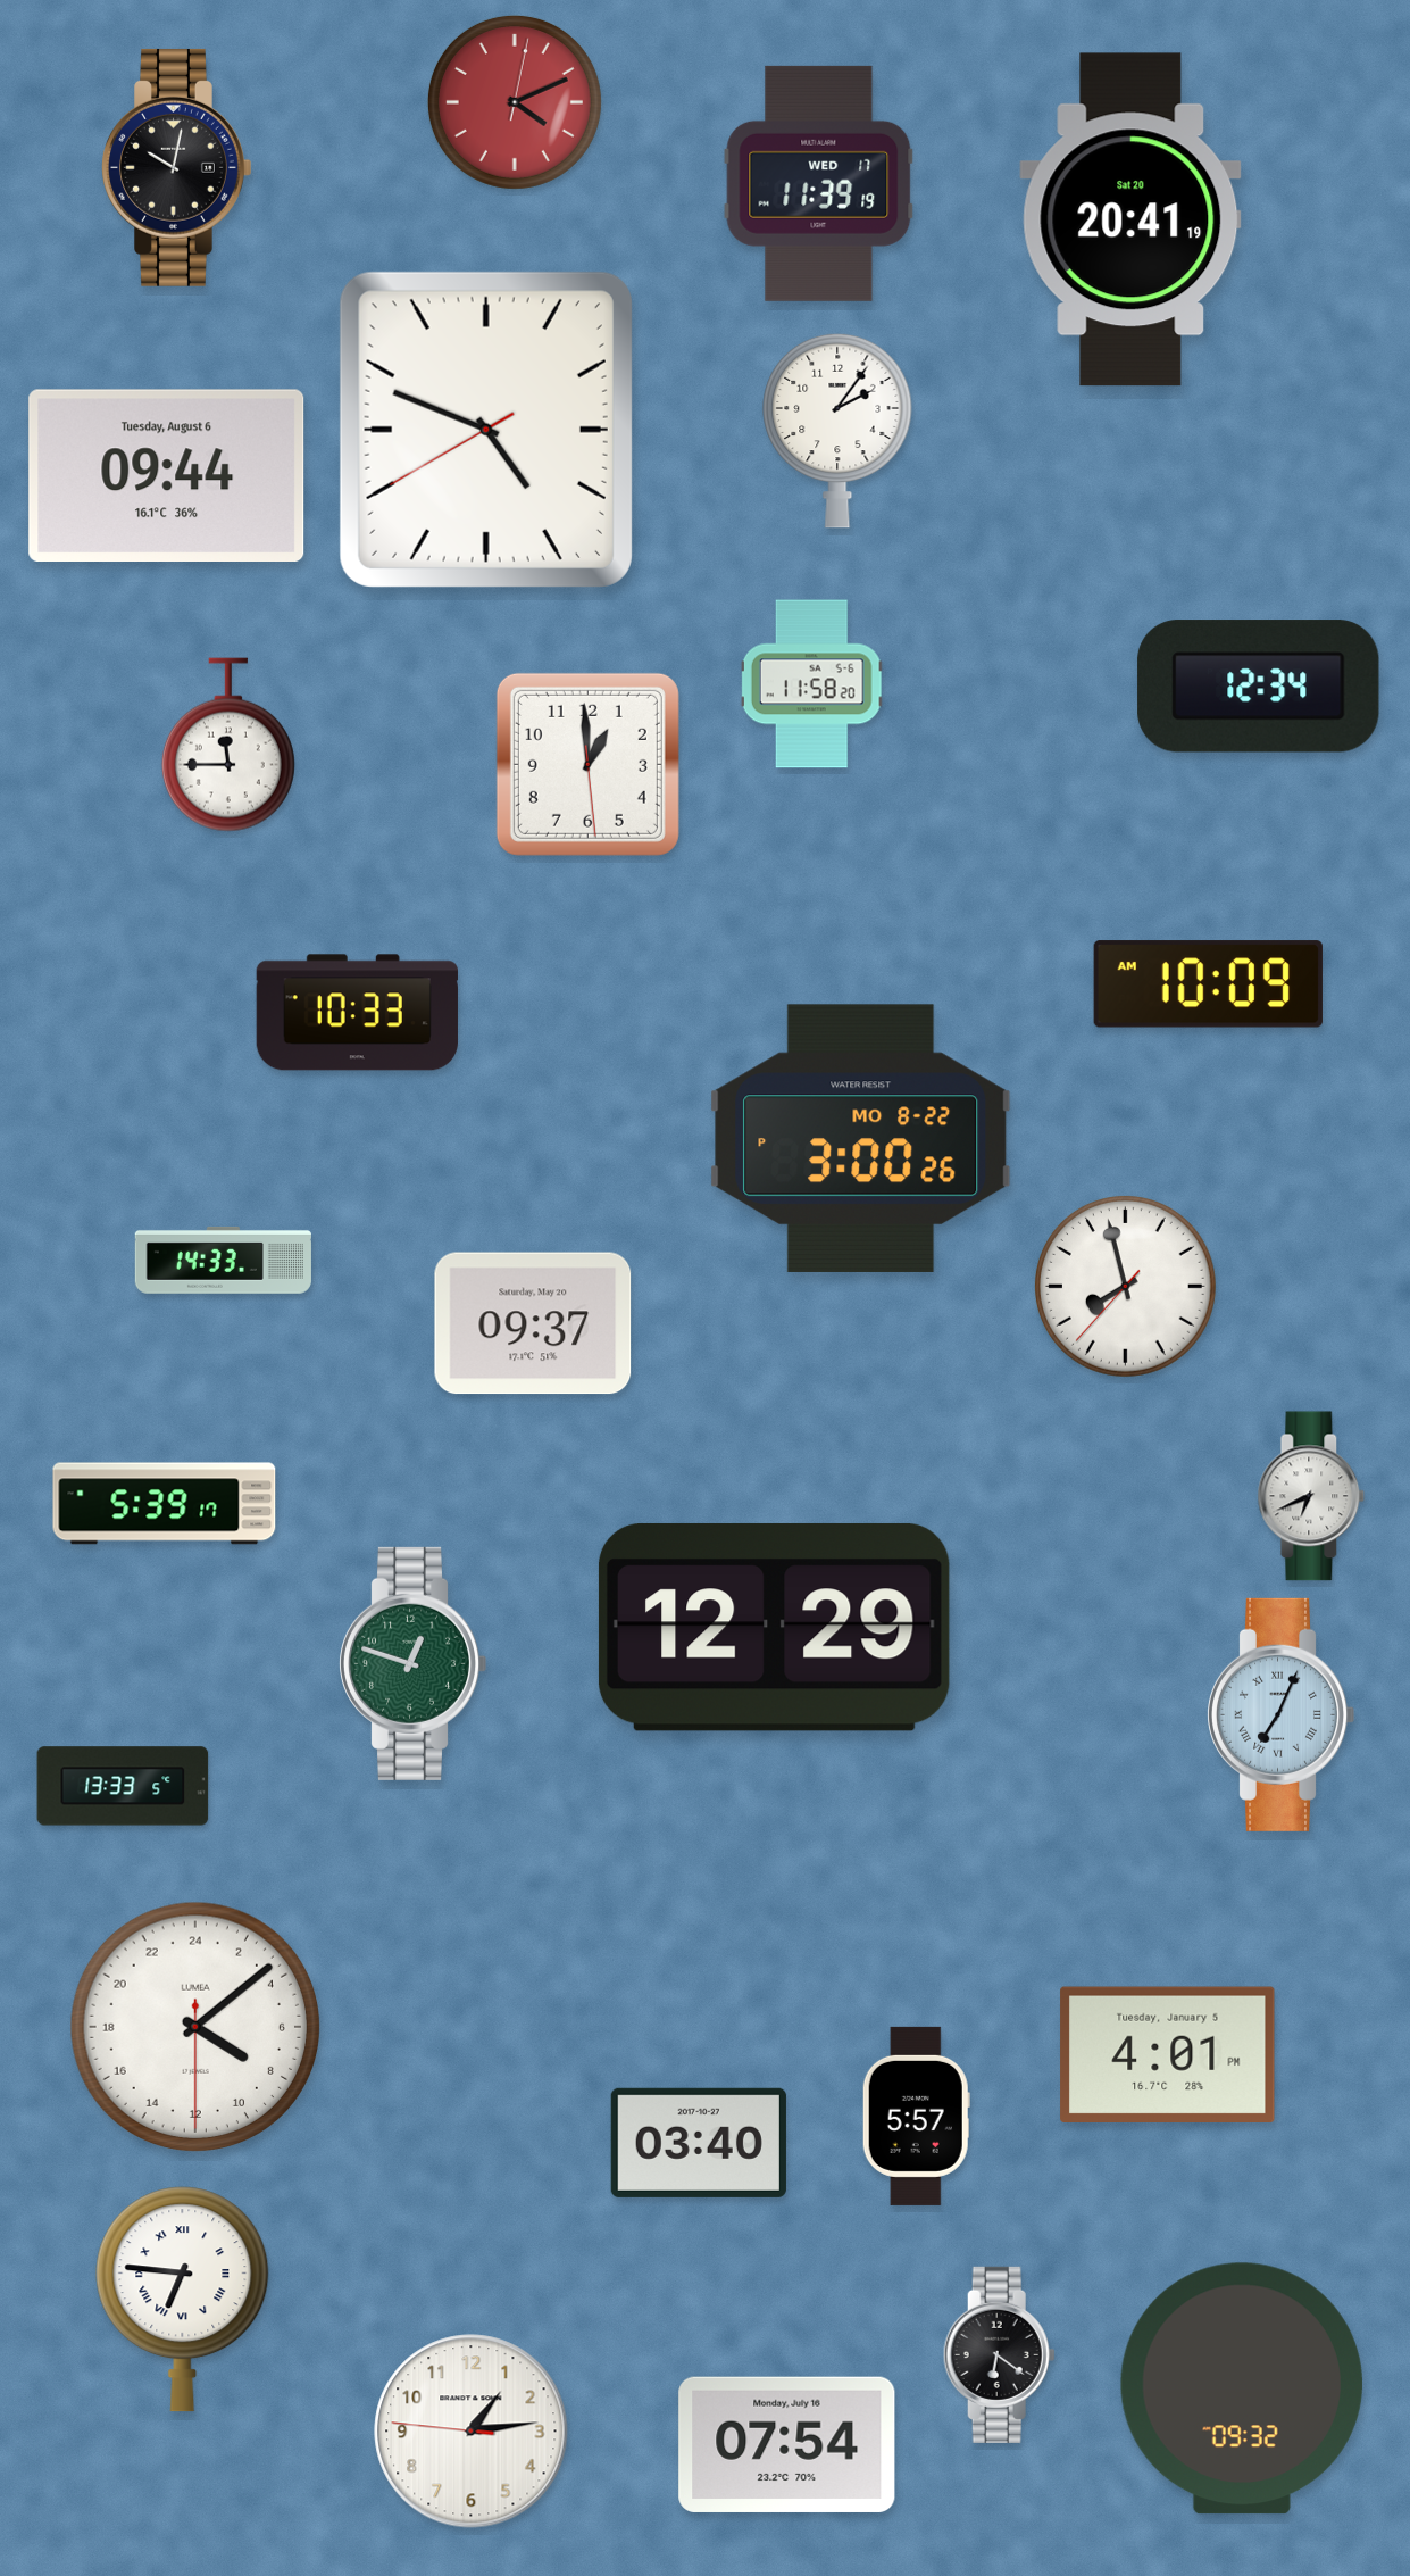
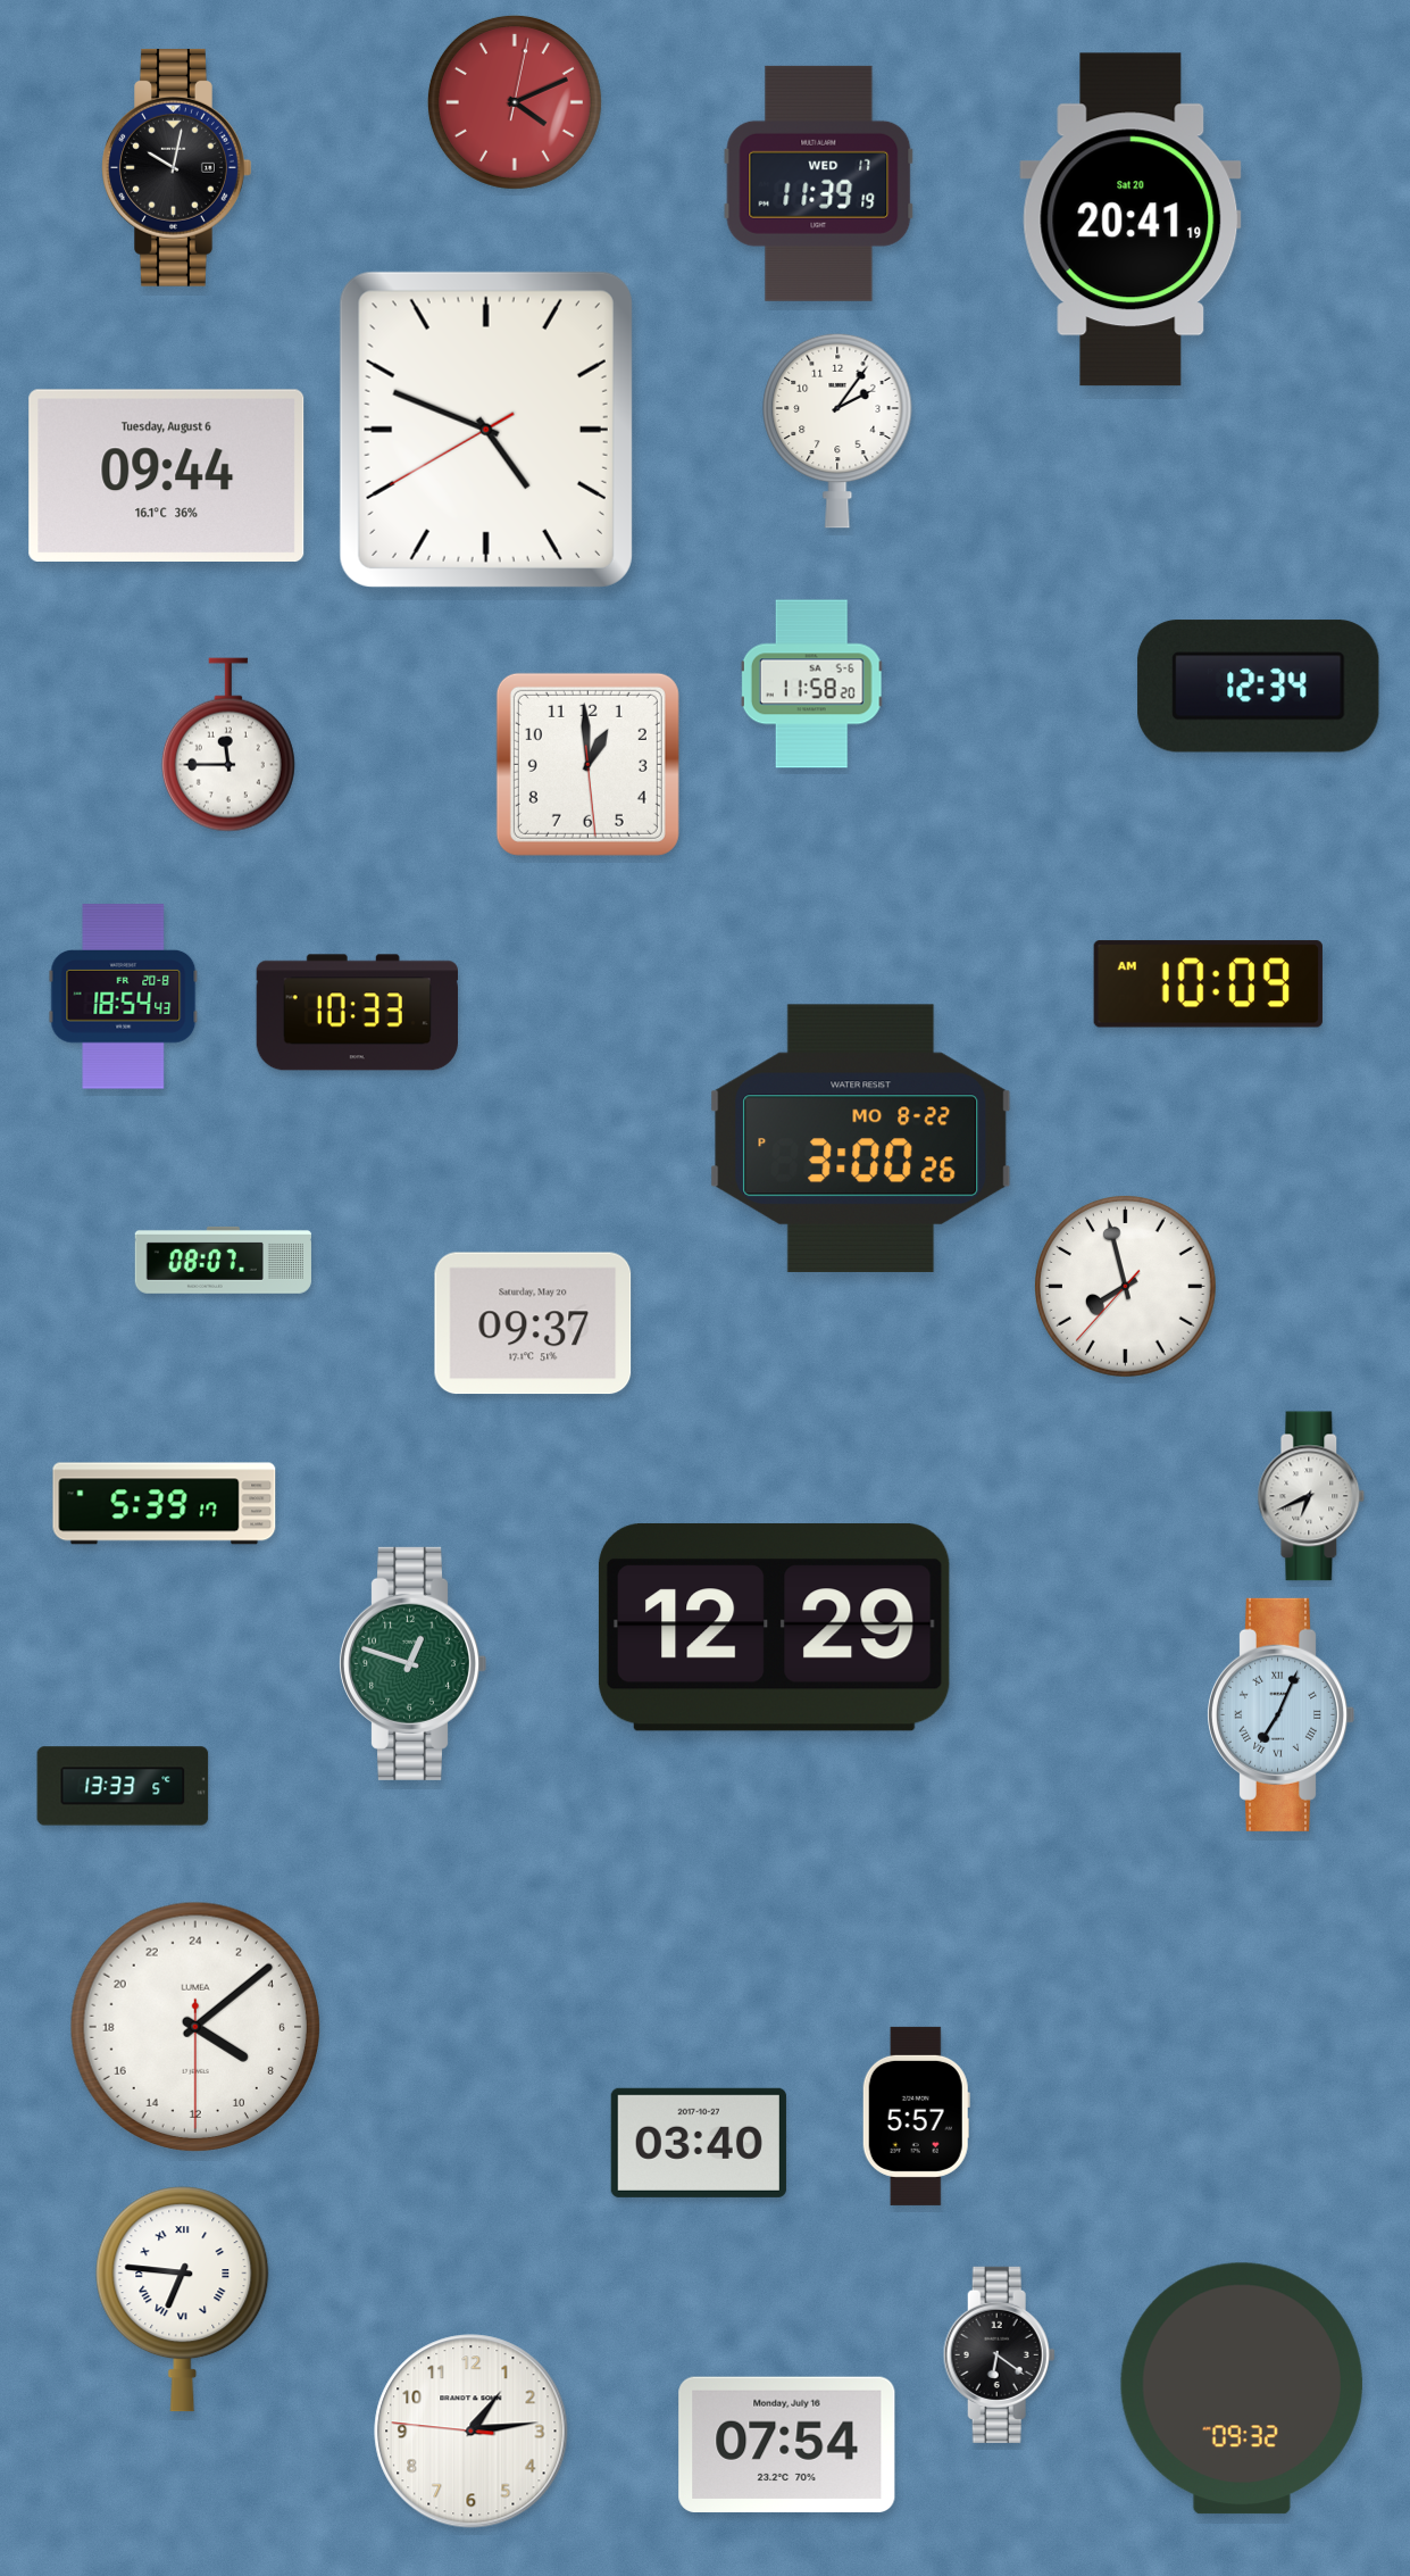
clock at (124, 997): none -> 18:54
clock at (223, 1260): 14:33 -> 08:07
clock at (1168, 2054): 4:01 -> none
